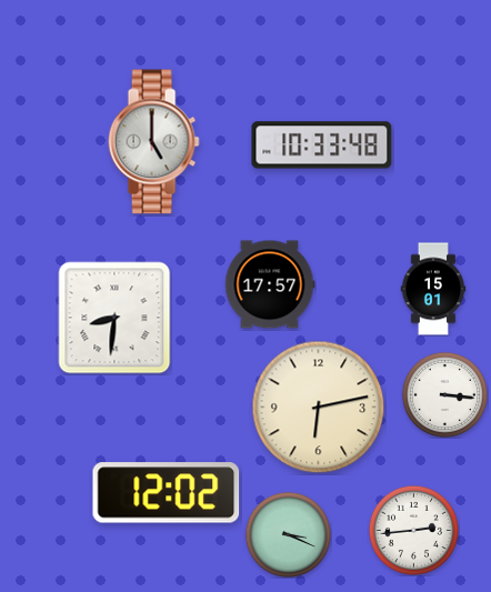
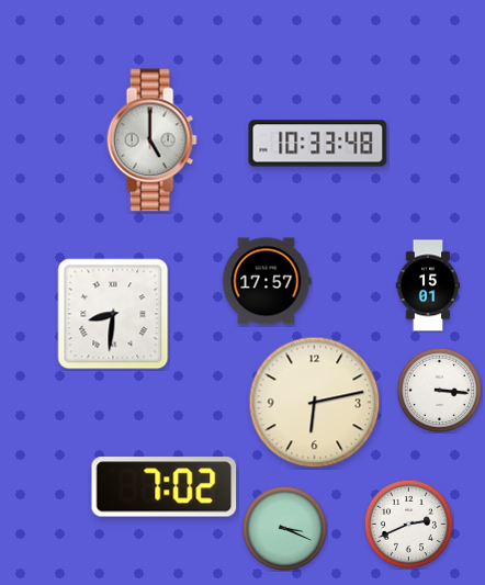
clock at (167, 493): 12:02 -> 7:02
clock at (413, 530): 2:44 -> 2:41
